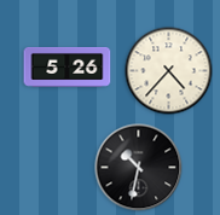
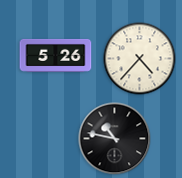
clock at (139, 168): 10:32 -> 10:47
